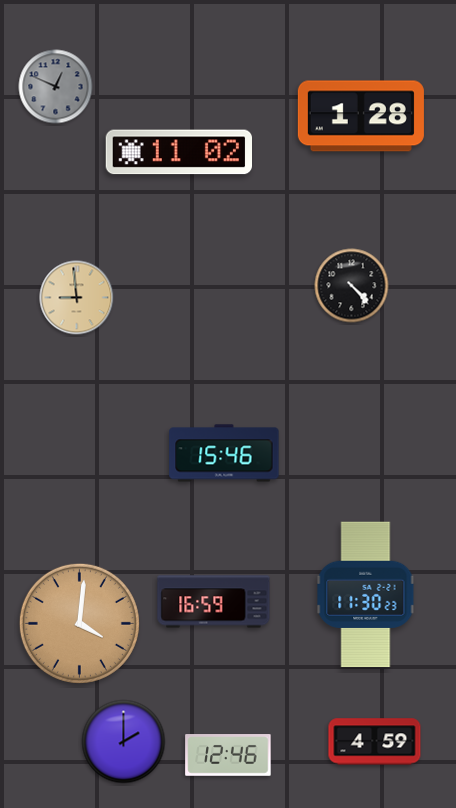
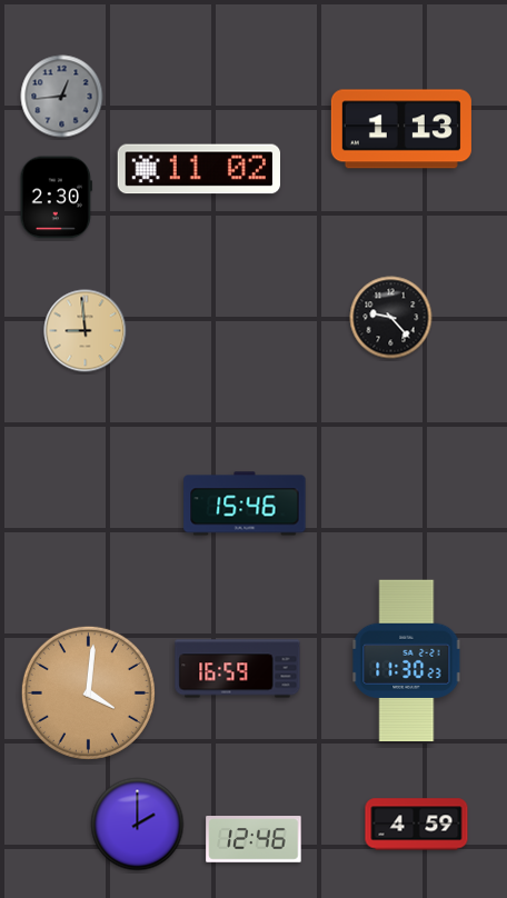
clock at (56, 87): 12:49 -> 12:44
clock at (361, 116): 1:28 -> 1:13
clock at (56, 198): none -> 2:30
clock at (352, 286): 4:23 -> 9:23
clock at (224, 453) position: (224, 453) -> (245, 503)
